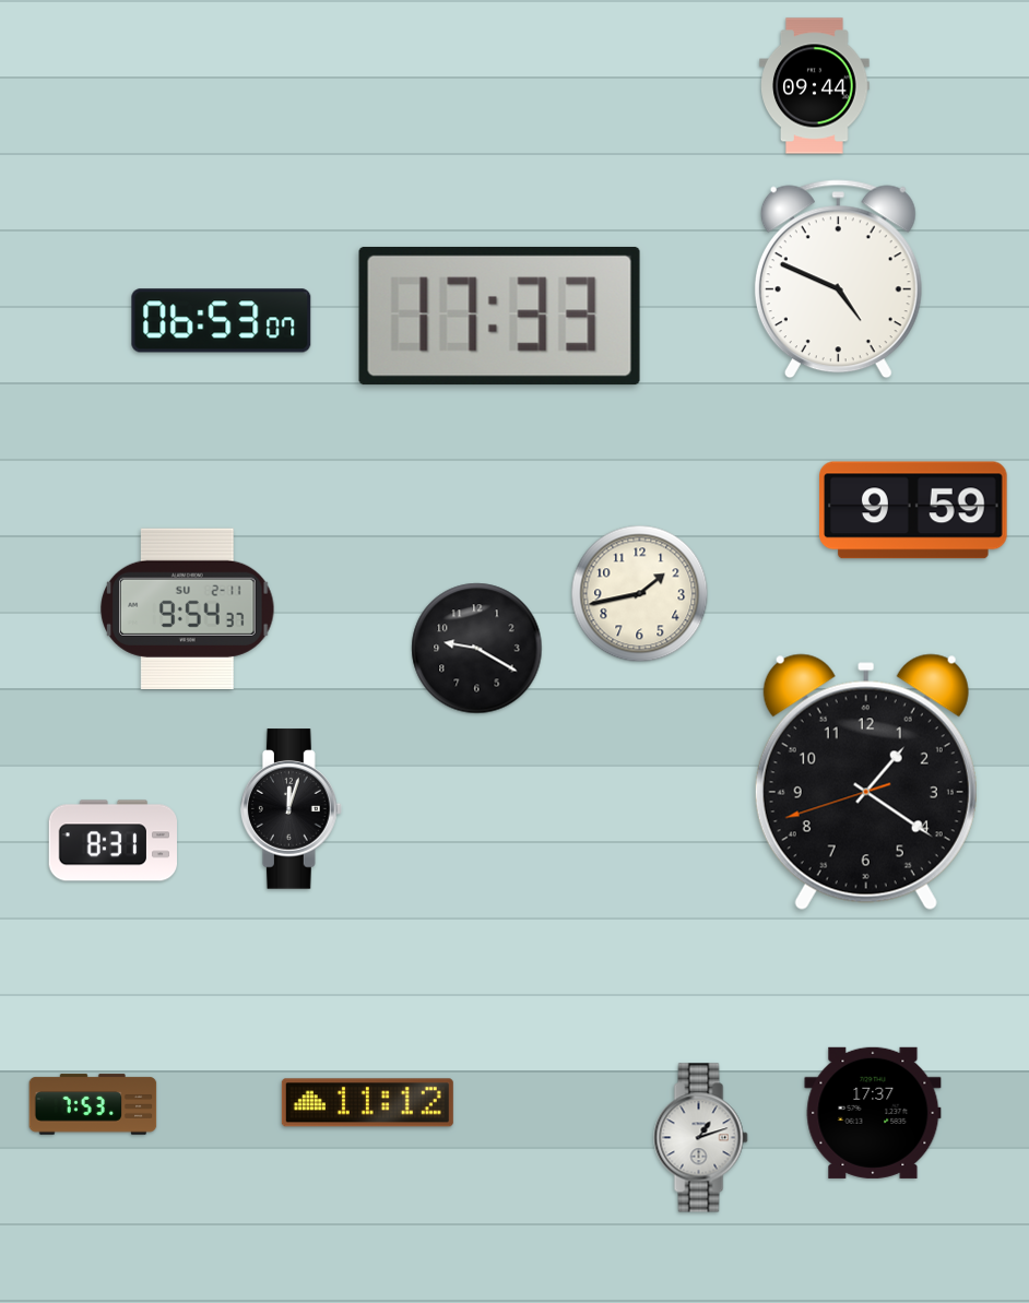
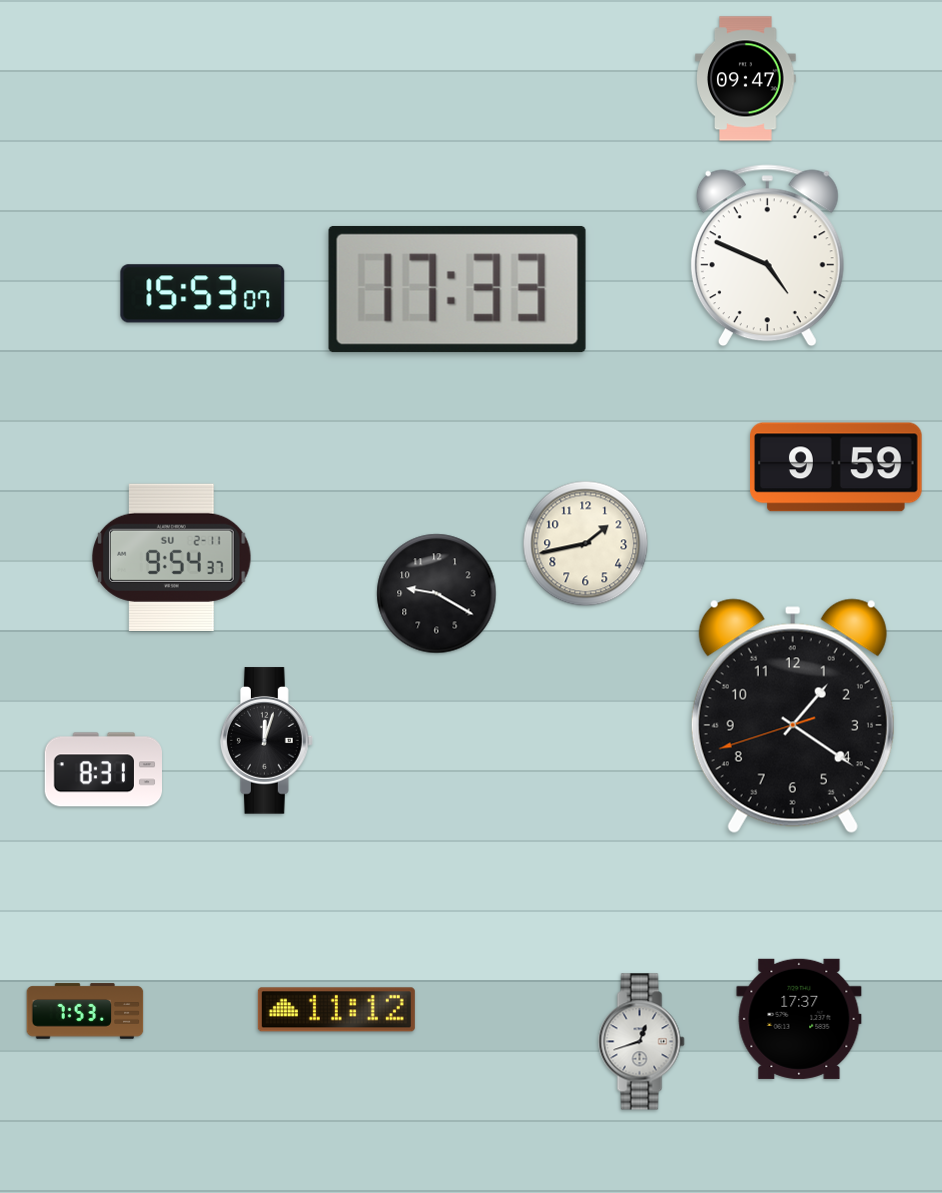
clock at (815, 86): 09:44 -> 09:47
clock at (222, 321): 06:53 -> 15:53
clock at (701, 1138): 1:12 -> 12:42
